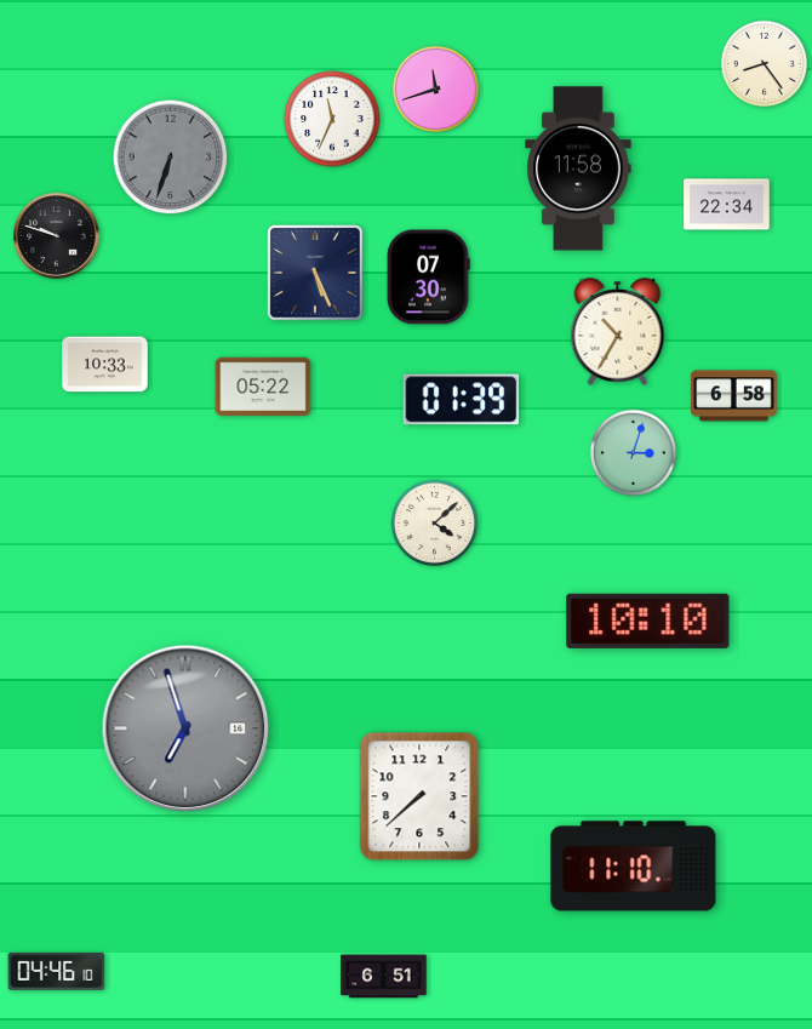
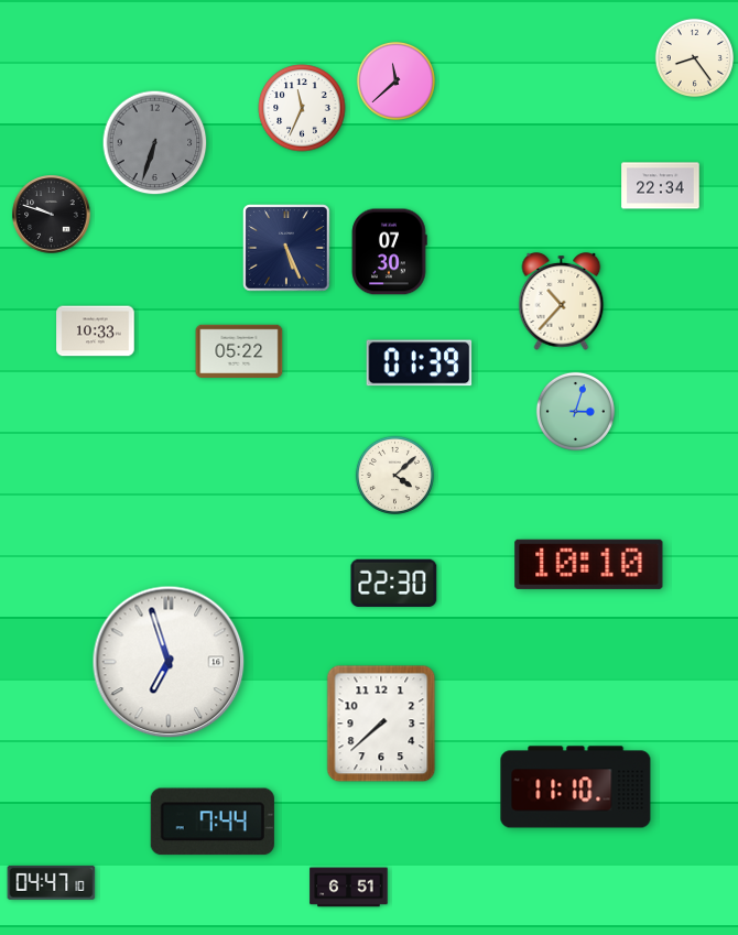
clock at (435, 88): 11:42 -> 11:38
clock at (578, 168): 11:58 -> none
clock at (618, 332): 10:35 -> 10:37
clock at (734, 396): 6:58 -> none
clock at (394, 583): none -> 22:30
clock at (185, 728) dial: grey -> white
clock at (213, 822): none -> 7:44
clock at (57, 971): 04:46 -> 04:47
